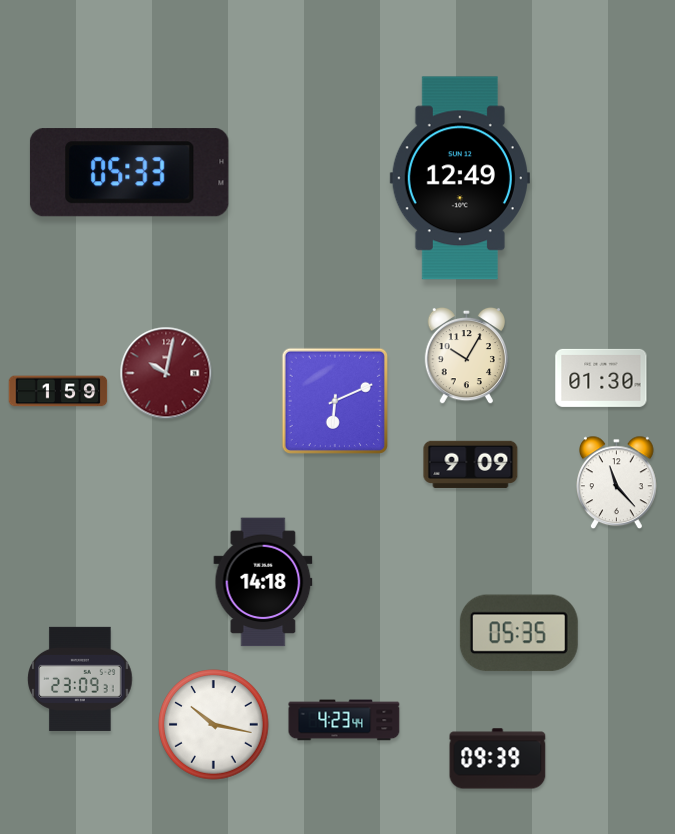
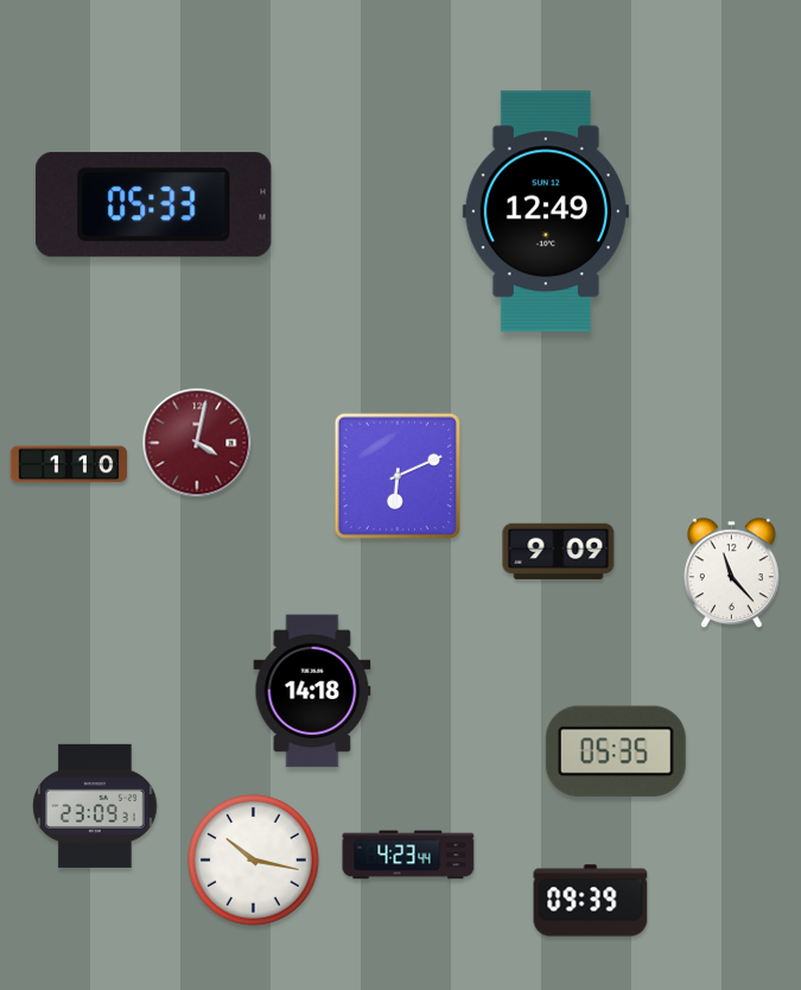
clock at (466, 356): 10:05 -> none
clock at (166, 373): 10:02 -> 4:02
clock at (601, 378): 01:30 -> none
clock at (58, 391): 1:59 -> 1:10
